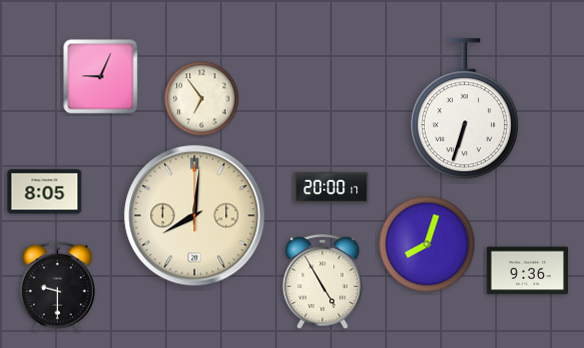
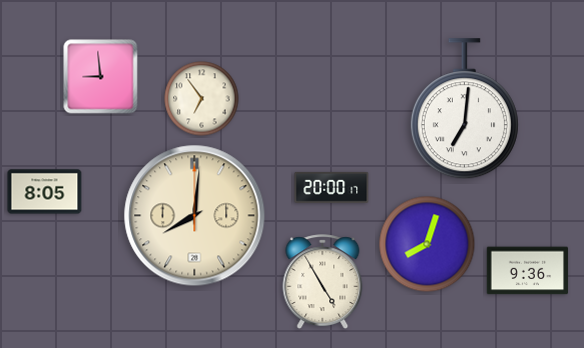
clock at (101, 77): 9:04 -> 8:59
clock at (464, 109): 6:33 -> 7:01
clock at (57, 287): 9:30 -> none
